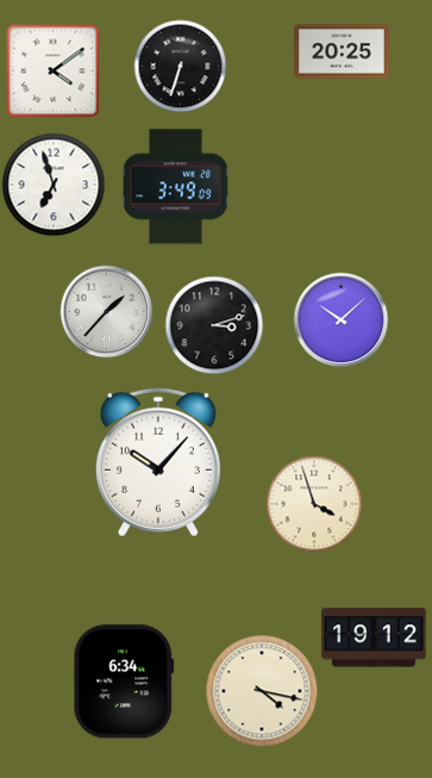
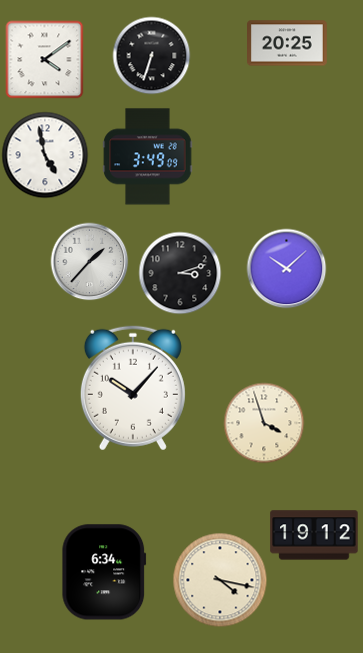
clock at (54, 185): 6:57 -> 4:58
